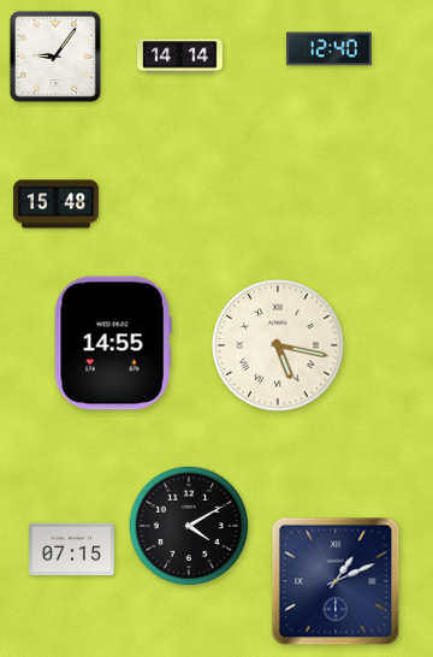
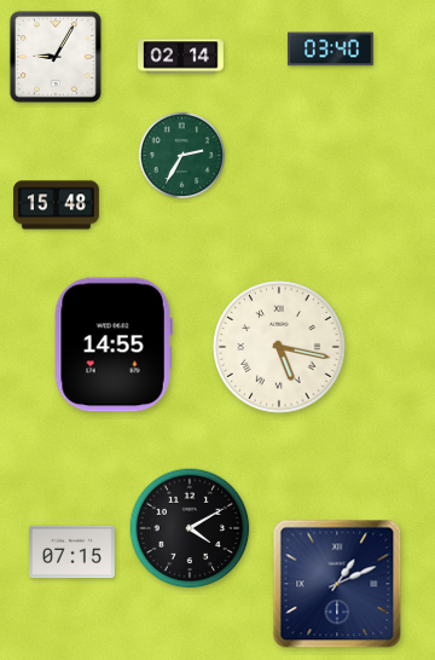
clock at (330, 49): 12:40 -> 03:40
clock at (55, 57): 9:06 -> 9:05
clock at (180, 57): 14:14 -> 02:14
clock at (182, 156): none -> 2:35
